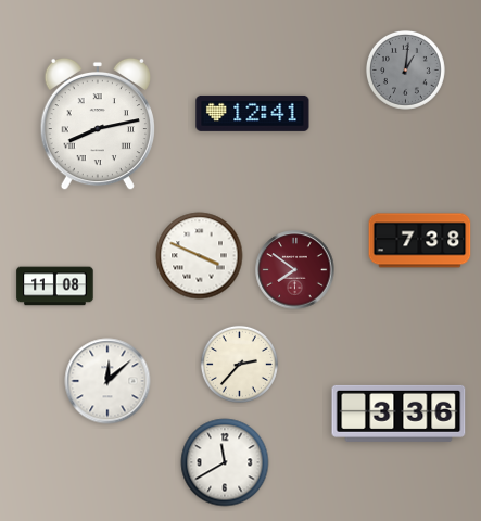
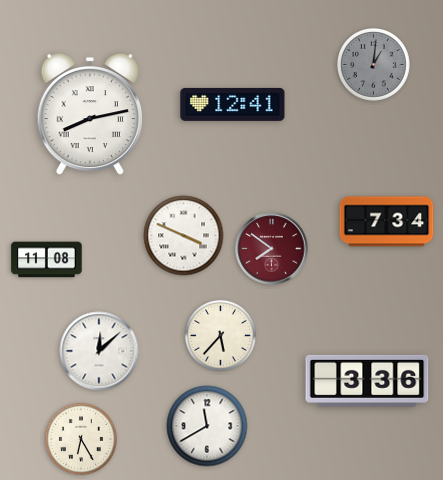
clock at (420, 241): 7:38 -> 7:34
clock at (55, 287) position: (55, 287) -> (47, 260)
clock at (239, 364): 2:37 -> 5:37
clock at (81, 439): none -> 6:25
